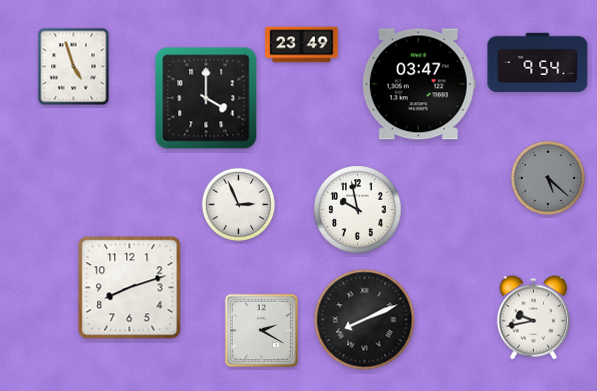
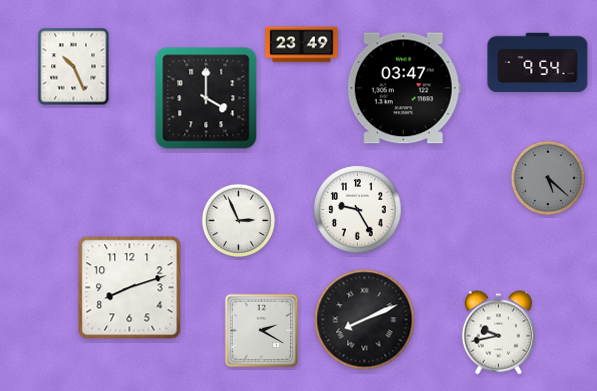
clock at (74, 67): 4:57 -> 10:26
clock at (419, 84) position: (419, 84) -> (404, 88)
clock at (239, 205) position: (239, 205) -> (239, 221)
clock at (358, 210): 9:58 -> 9:25
clock at (534, 318) position: (534, 318) -> (499, 333)
